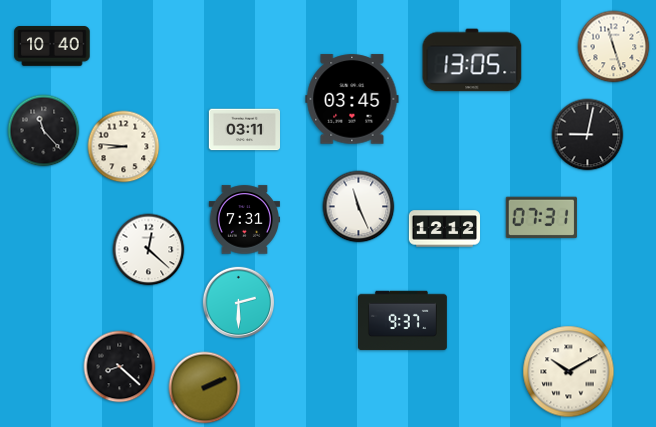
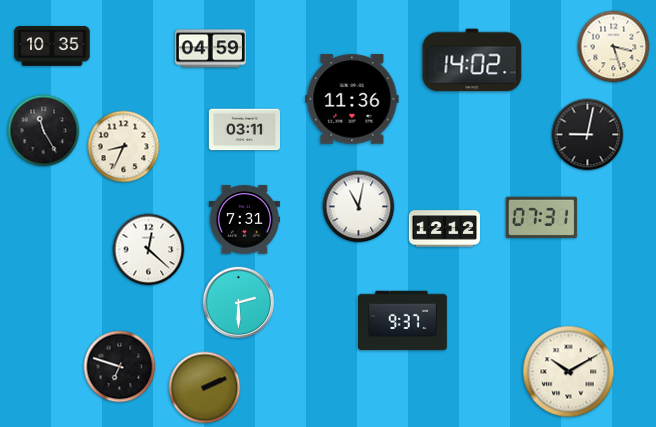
clock at (52, 47): 10:40 -> 10:35
clock at (614, 47): 11:27 -> 3:27
clock at (210, 49): none -> 04:59
clock at (472, 60): 13:05 -> 14:02
clock at (352, 99): 03:45 -> 11:36
clock at (44, 131): 11:23 -> 11:25
clock at (124, 147): 8:46 -> 8:34
clock at (359, 207): 11:26 -> 11:02
clock at (120, 367): 8:22 -> 6:48
